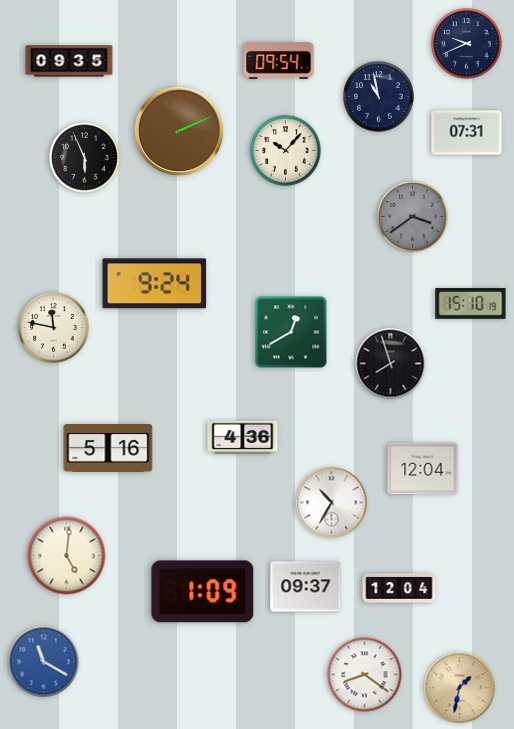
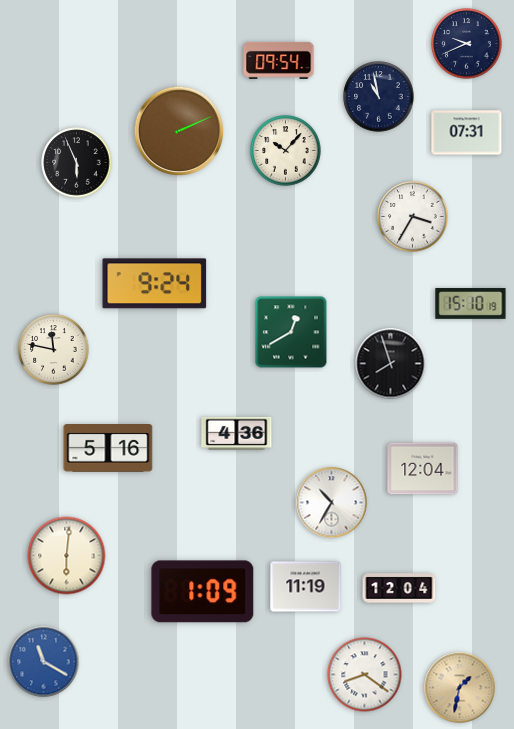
clock at (69, 61): 09:35 -> none
clock at (85, 158) position: (85, 158) -> (77, 163)
clock at (413, 217): 3:39 -> 3:35
clock at (413, 217) dial: grey -> white
clock at (54, 328) position: (54, 328) -> (54, 350)
clock at (243, 437) position: (243, 437) -> (237, 433)
clock at (67, 556): 5:01 -> 6:01
clock at (306, 587): 09:37 -> 11:19
